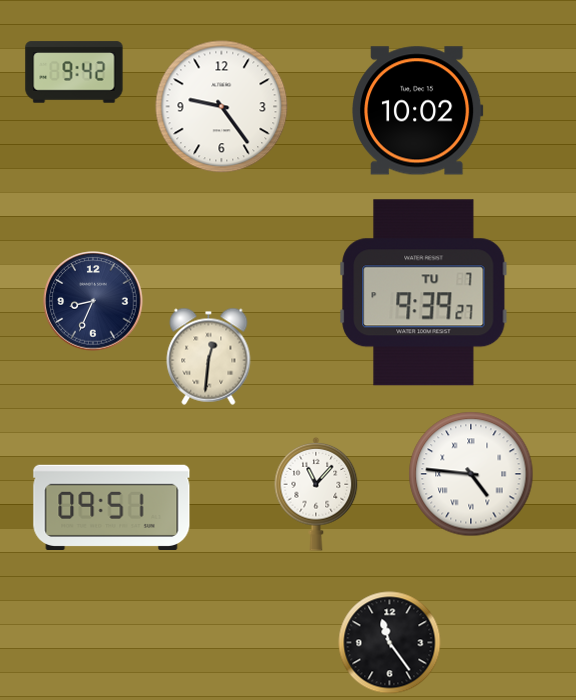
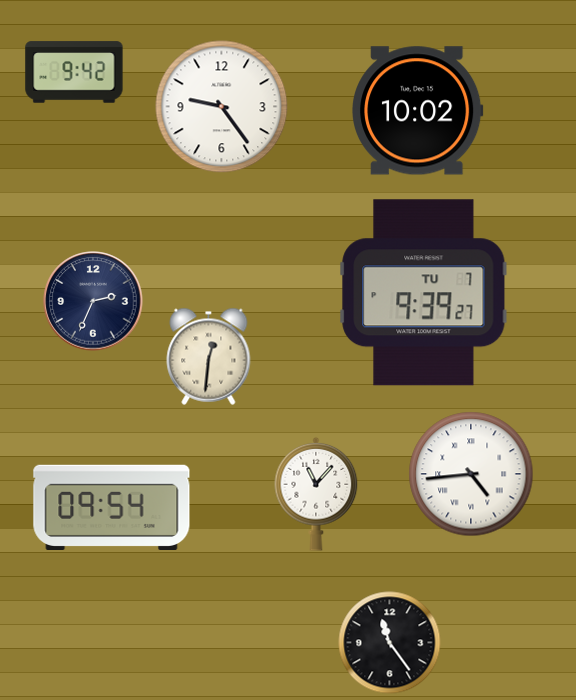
clock at (93, 301): 8:34 -> 2:34
clock at (471, 474): 4:46 -> 4:44
clock at (112, 507): 09:51 -> 09:54
